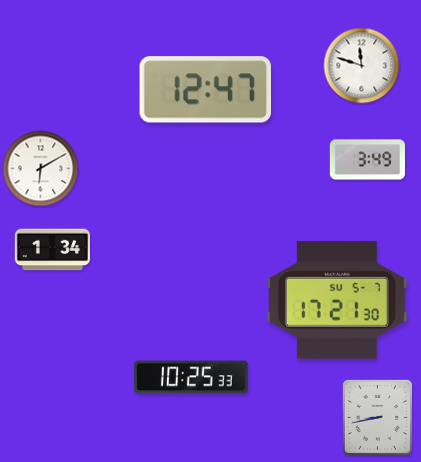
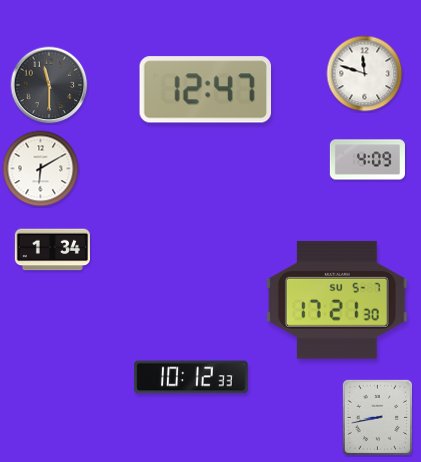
clock at (362, 66) position: (362, 66) -> (365, 74)
clock at (49, 85): none -> 11:30
clock at (367, 160): 3:49 -> 4:09
clock at (191, 377): 10:25 -> 10:12
